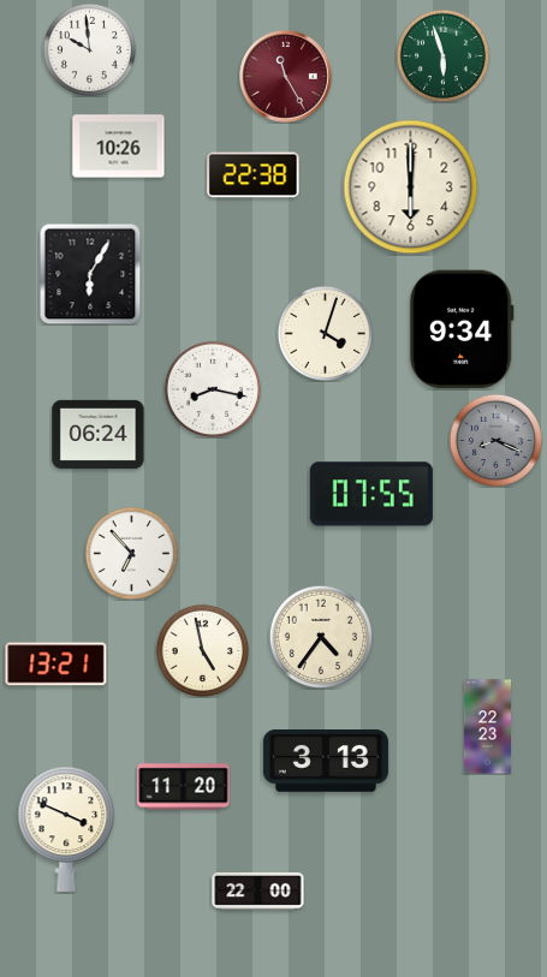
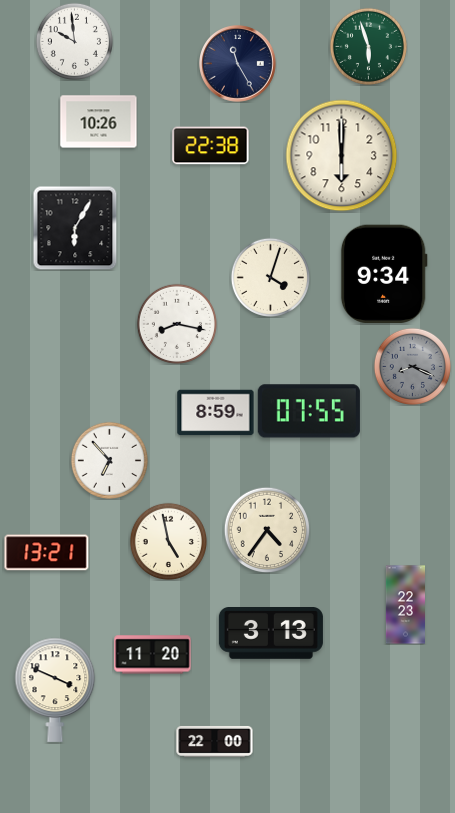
clock at (286, 77) dial: burgundy -> navy
clock at (99, 434): 06:24 -> none
clock at (216, 413): none -> 8:59
